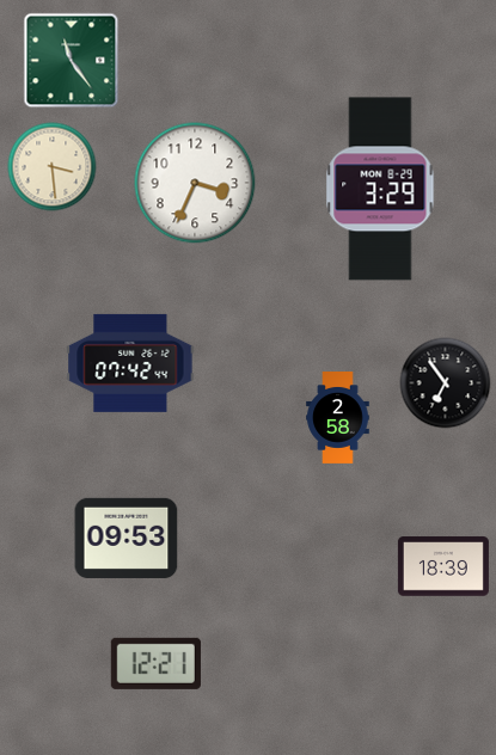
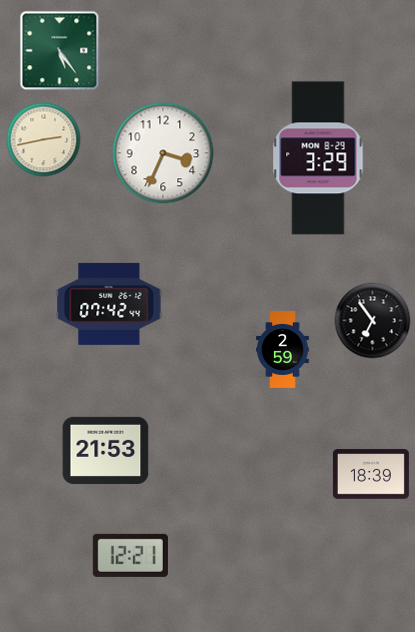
clock at (72, 61): 11:24 -> 5:24
clock at (53, 167): 3:29 -> 2:43
clock at (338, 418): 2:58 -> 2:59
clock at (127, 538): 09:53 -> 21:53
